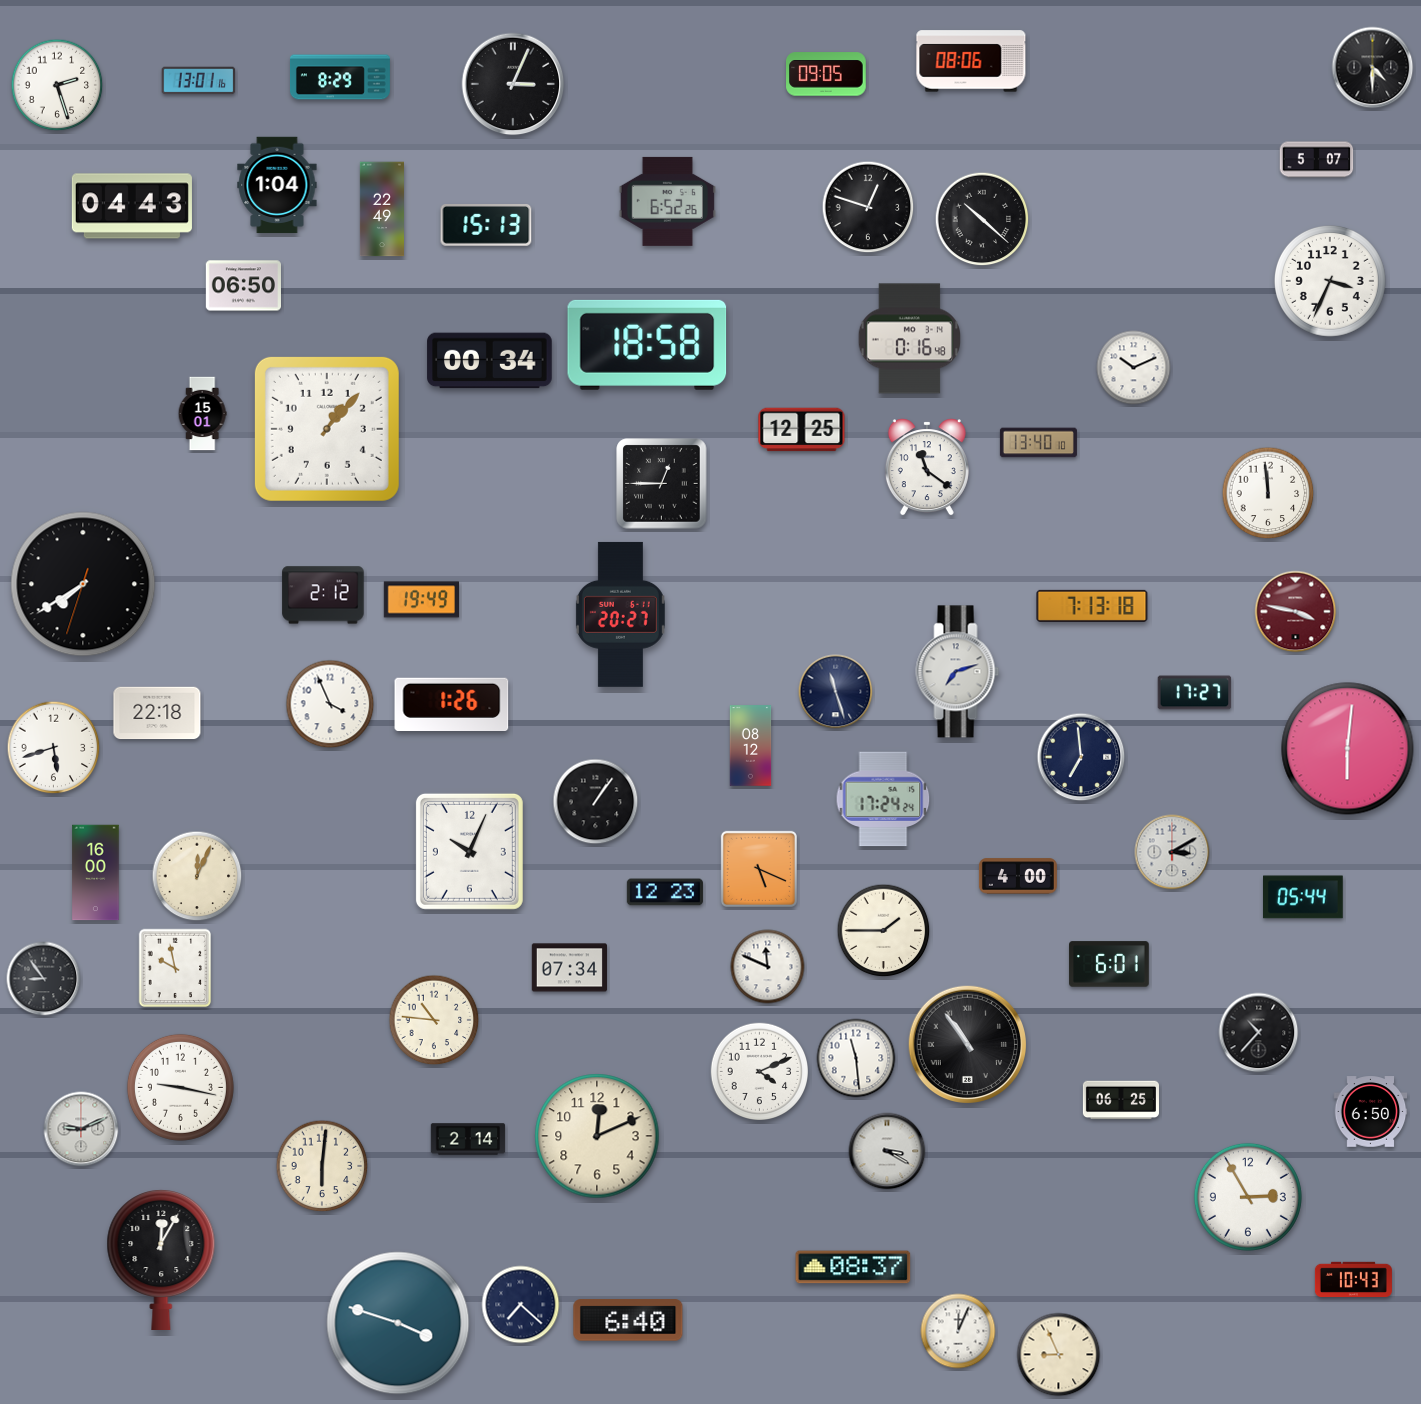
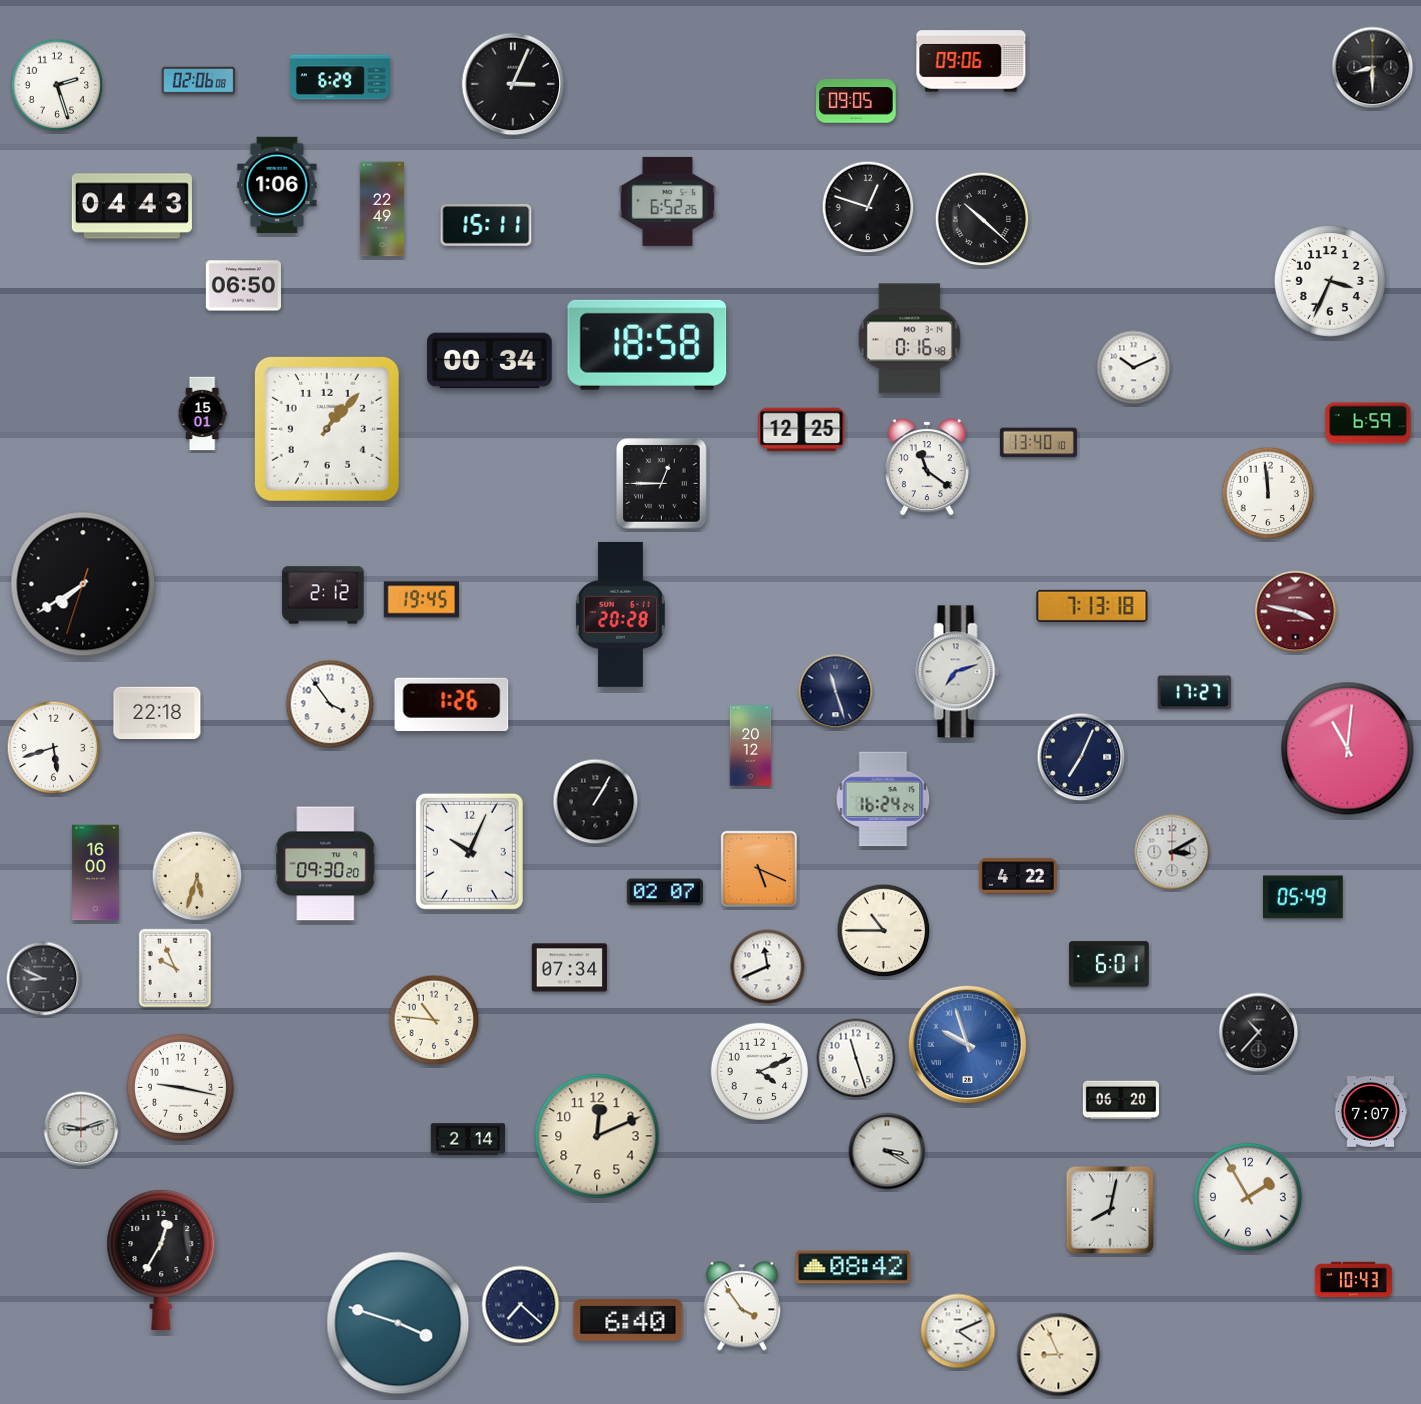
clock at (971, 61): 08:06 -> 09:06
clock at (1373, 68): 4:30 -> 8:30
clock at (827, 74) position: (827, 74) -> (857, 101)
clock at (340, 77): 8:29 -> 6:29
clock at (199, 81): 13:01 -> 02:06
clock at (1317, 160): 5:07 -> none
clock at (277, 185): 1:04 -> 1:06
clock at (486, 226): 15:13 -> 15:11
clock at (1368, 423): none -> 6:59
clock at (421, 600): 19:49 -> 19:45
clock at (620, 614): 20:27 -> 20:28
clock at (330, 704): 3:56 -> 3:54
clock at (751, 746): 08:12 -> 20:12
clock at (1348, 749): 6:01 -> 11:01
clock at (1081, 757): 6:59 -> 7:04
clock at (883, 799): 17:24 -> 16:24
clock at (596, 802): 1:06 -> 1:05
clock at (326, 864): none -> 09:30
clock at (197, 876): 12:04 -> 5:33
clock at (1018, 876): 4:00 -> 4:22
clock at (665, 892): 12:23 -> 02:07
clock at (1304, 897): 05:44 -> 05:49
clock at (884, 931): 1:45 -> 10:45
clock at (768, 967): 11:49 -> 11:41
clock at (175, 968): 9:58 -> 9:56
clock at (44, 979): 8:54 -> 8:49
clock at (967, 1044): 10:54 -> 9:57
clock at (967, 1044) dial: black -> blue
clock at (856, 1058): 11:29 -> 11:27
clock at (1121, 1100): 06:25 -> 06:20
clock at (1371, 1112): 6:50 -> 7:07
clock at (81, 1129): 9:11 -> 9:12
clock at (322, 1166): 6:01 -> none
clock at (1248, 1197): 2:55 -> 1:55
clock at (1110, 1210): none -> 8:02
clock at (161, 1260): 12:05 -> 12:35
clock at (853, 1267): 08:37 -> 08:42
clock at (742, 1306): none -> 3:54
clock at (958, 1331): 12:04 -> 4:11
